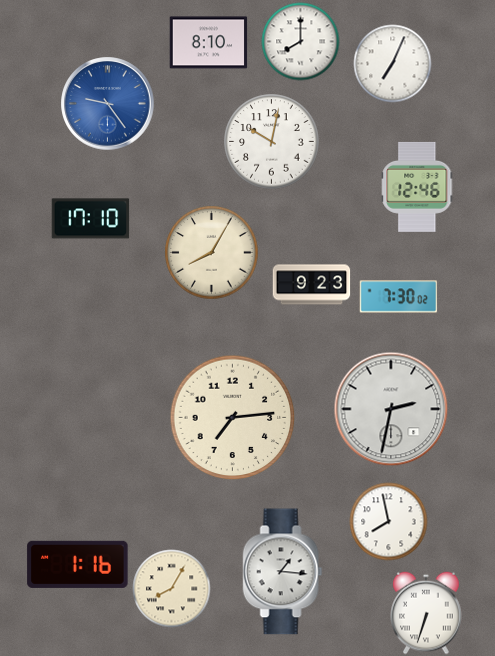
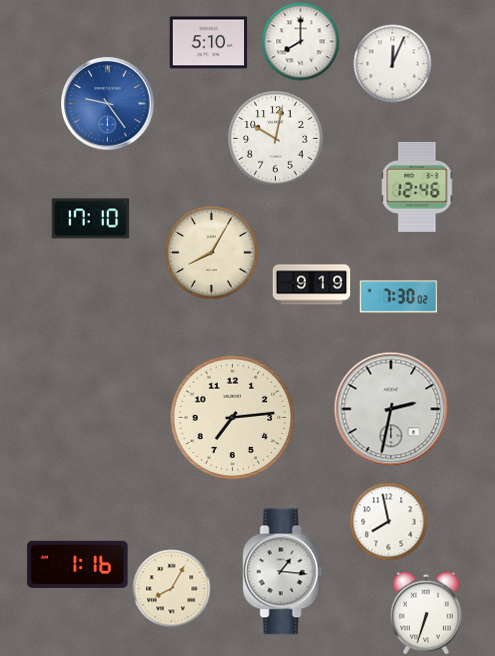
clock at (208, 43): 8:10 -> 5:10
clock at (392, 63): 7:04 -> 12:04
clock at (271, 141) position: (271, 141) -> (275, 138)
clock at (311, 285): 9:23 -> 9:19
